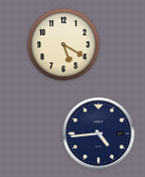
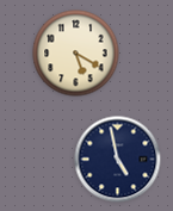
clock at (99, 134): 4:44 -> 4:58
